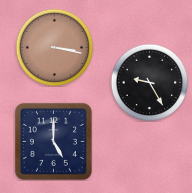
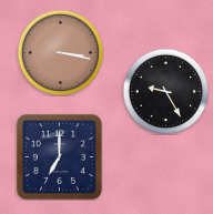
clock at (53, 141): 5:00 -> 7:00
